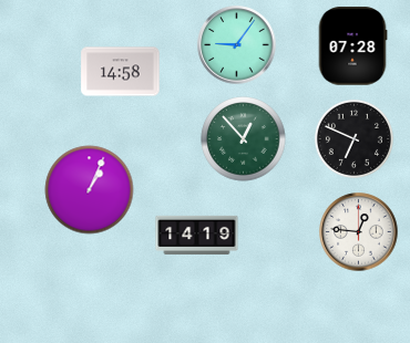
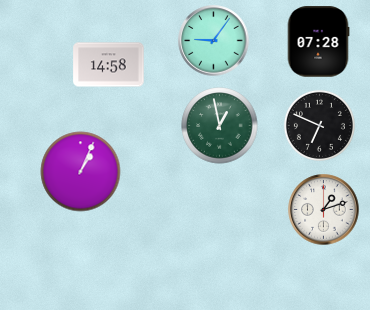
clock at (244, 139): 12:53 -> 12:58
clock at (359, 232): 12:46 -> 1:12
clock at (197, 235): 14:19 -> none
